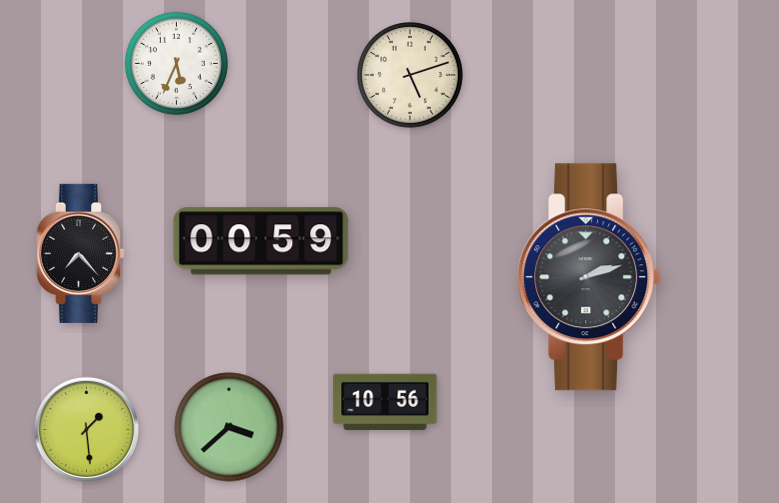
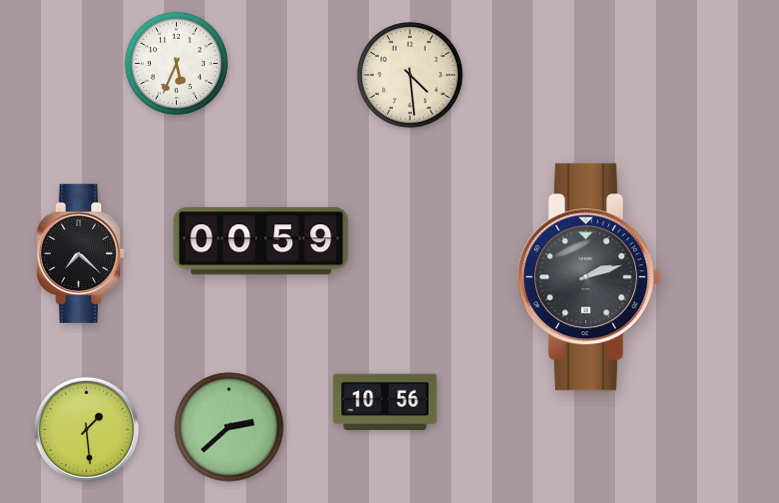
clock at (411, 76): 5:12 -> 4:29
clock at (80, 253): 7:23 -> 7:22
clock at (229, 427): 3:38 -> 2:38
